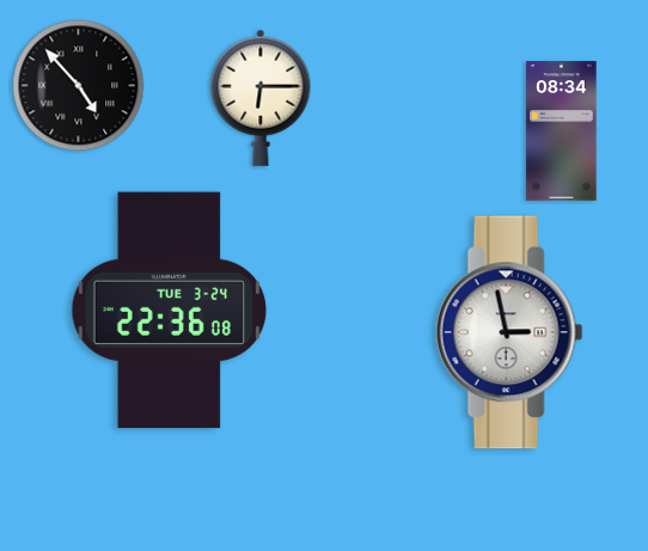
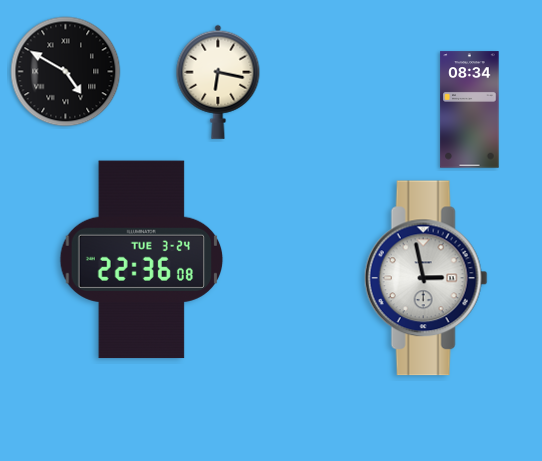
clock at (79, 86): 4:53 -> 4:50
clock at (261, 98): 6:15 -> 6:17
